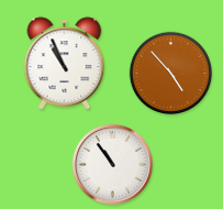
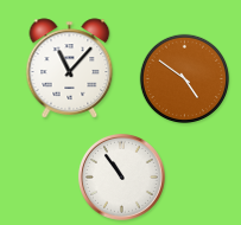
clock at (65, 64): 10:56 -> 11:07
clock at (171, 74): 4:53 -> 4:51
